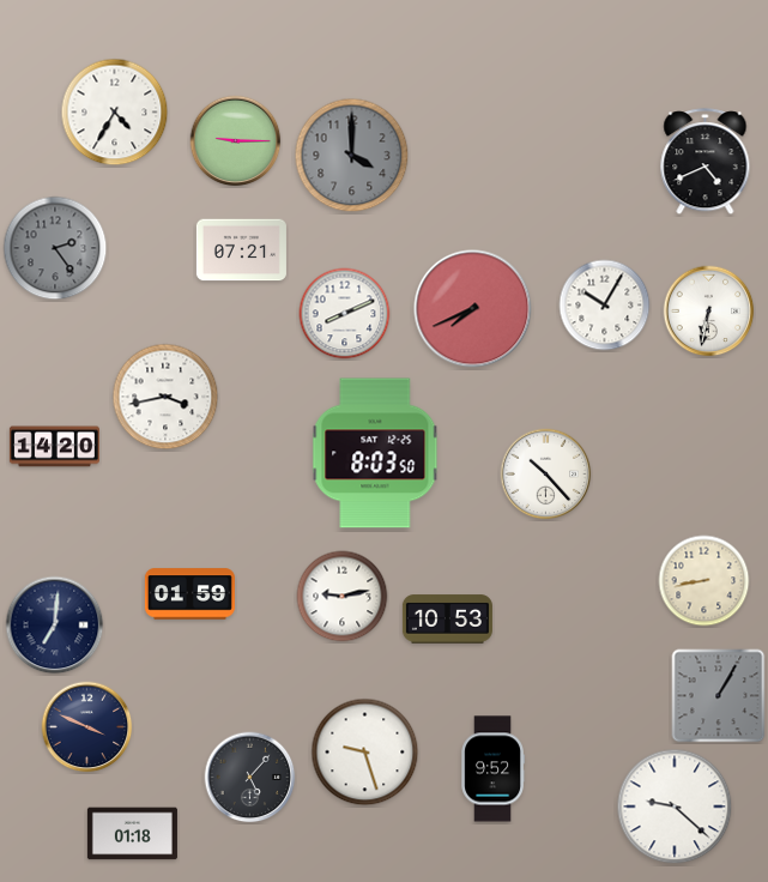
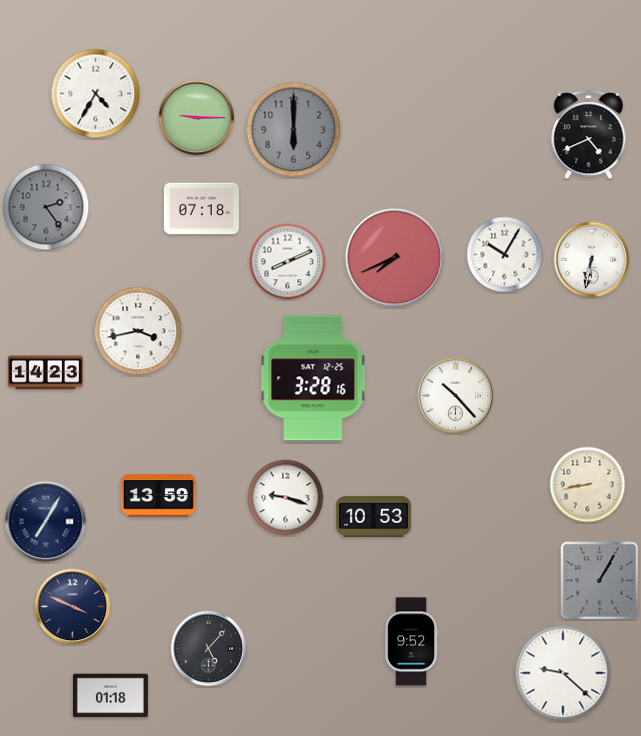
clock at (352, 156): 4:00 -> 6:00
clock at (241, 250): 07:21 -> 07:18
clock at (54, 447): 14:20 -> 14:23
clock at (375, 453): 8:03 -> 3:28
clock at (189, 594): 01:59 -> 13:59
clock at (343, 597): 9:13 -> 9:18
clock at (55, 626): 7:01 -> 7:05
clock at (365, 753): 9:27 -> none
